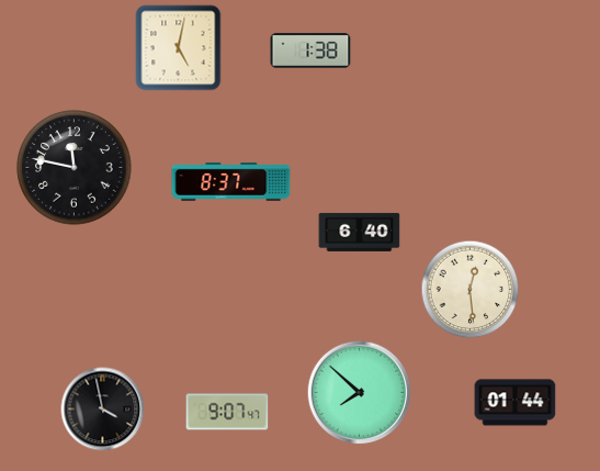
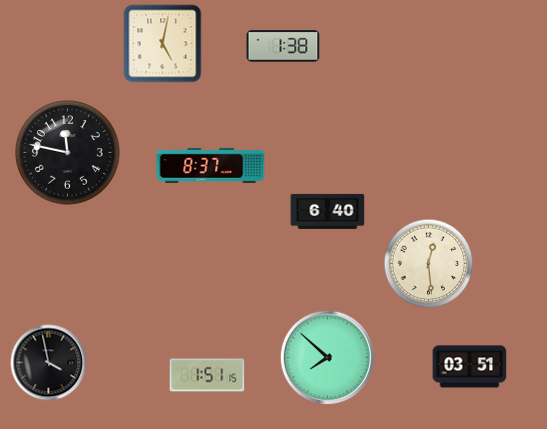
clock at (516, 403): 01:44 -> 03:51
clock at (103, 410) position: (103, 410) -> (49, 363)
clock at (227, 412): 9:07 -> 1:51
